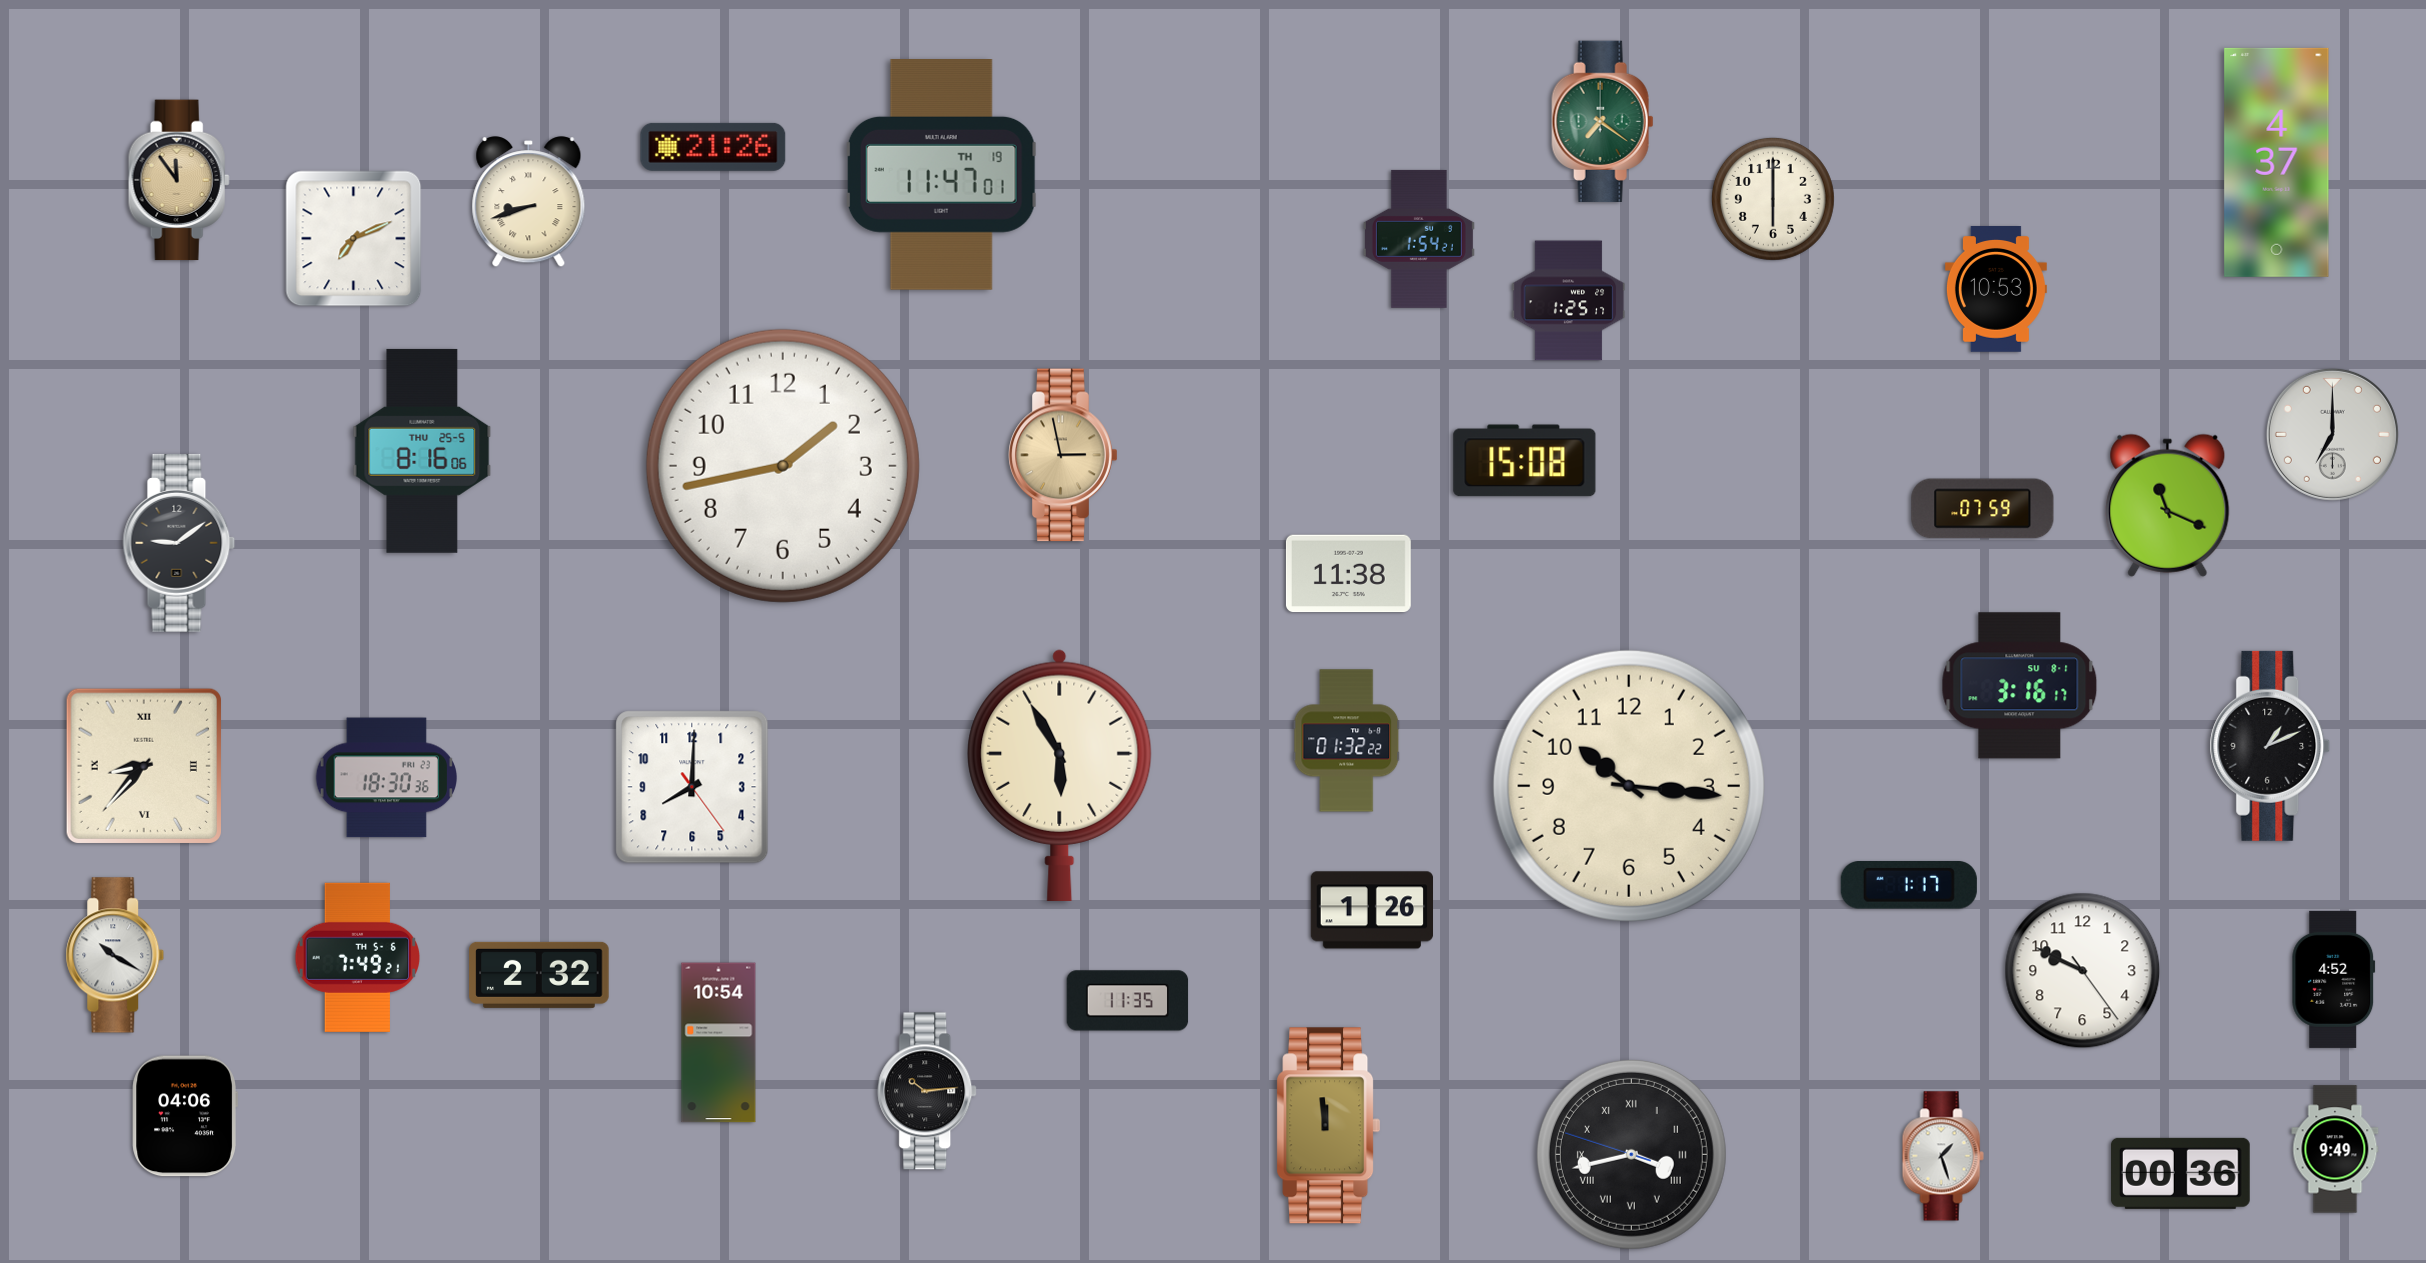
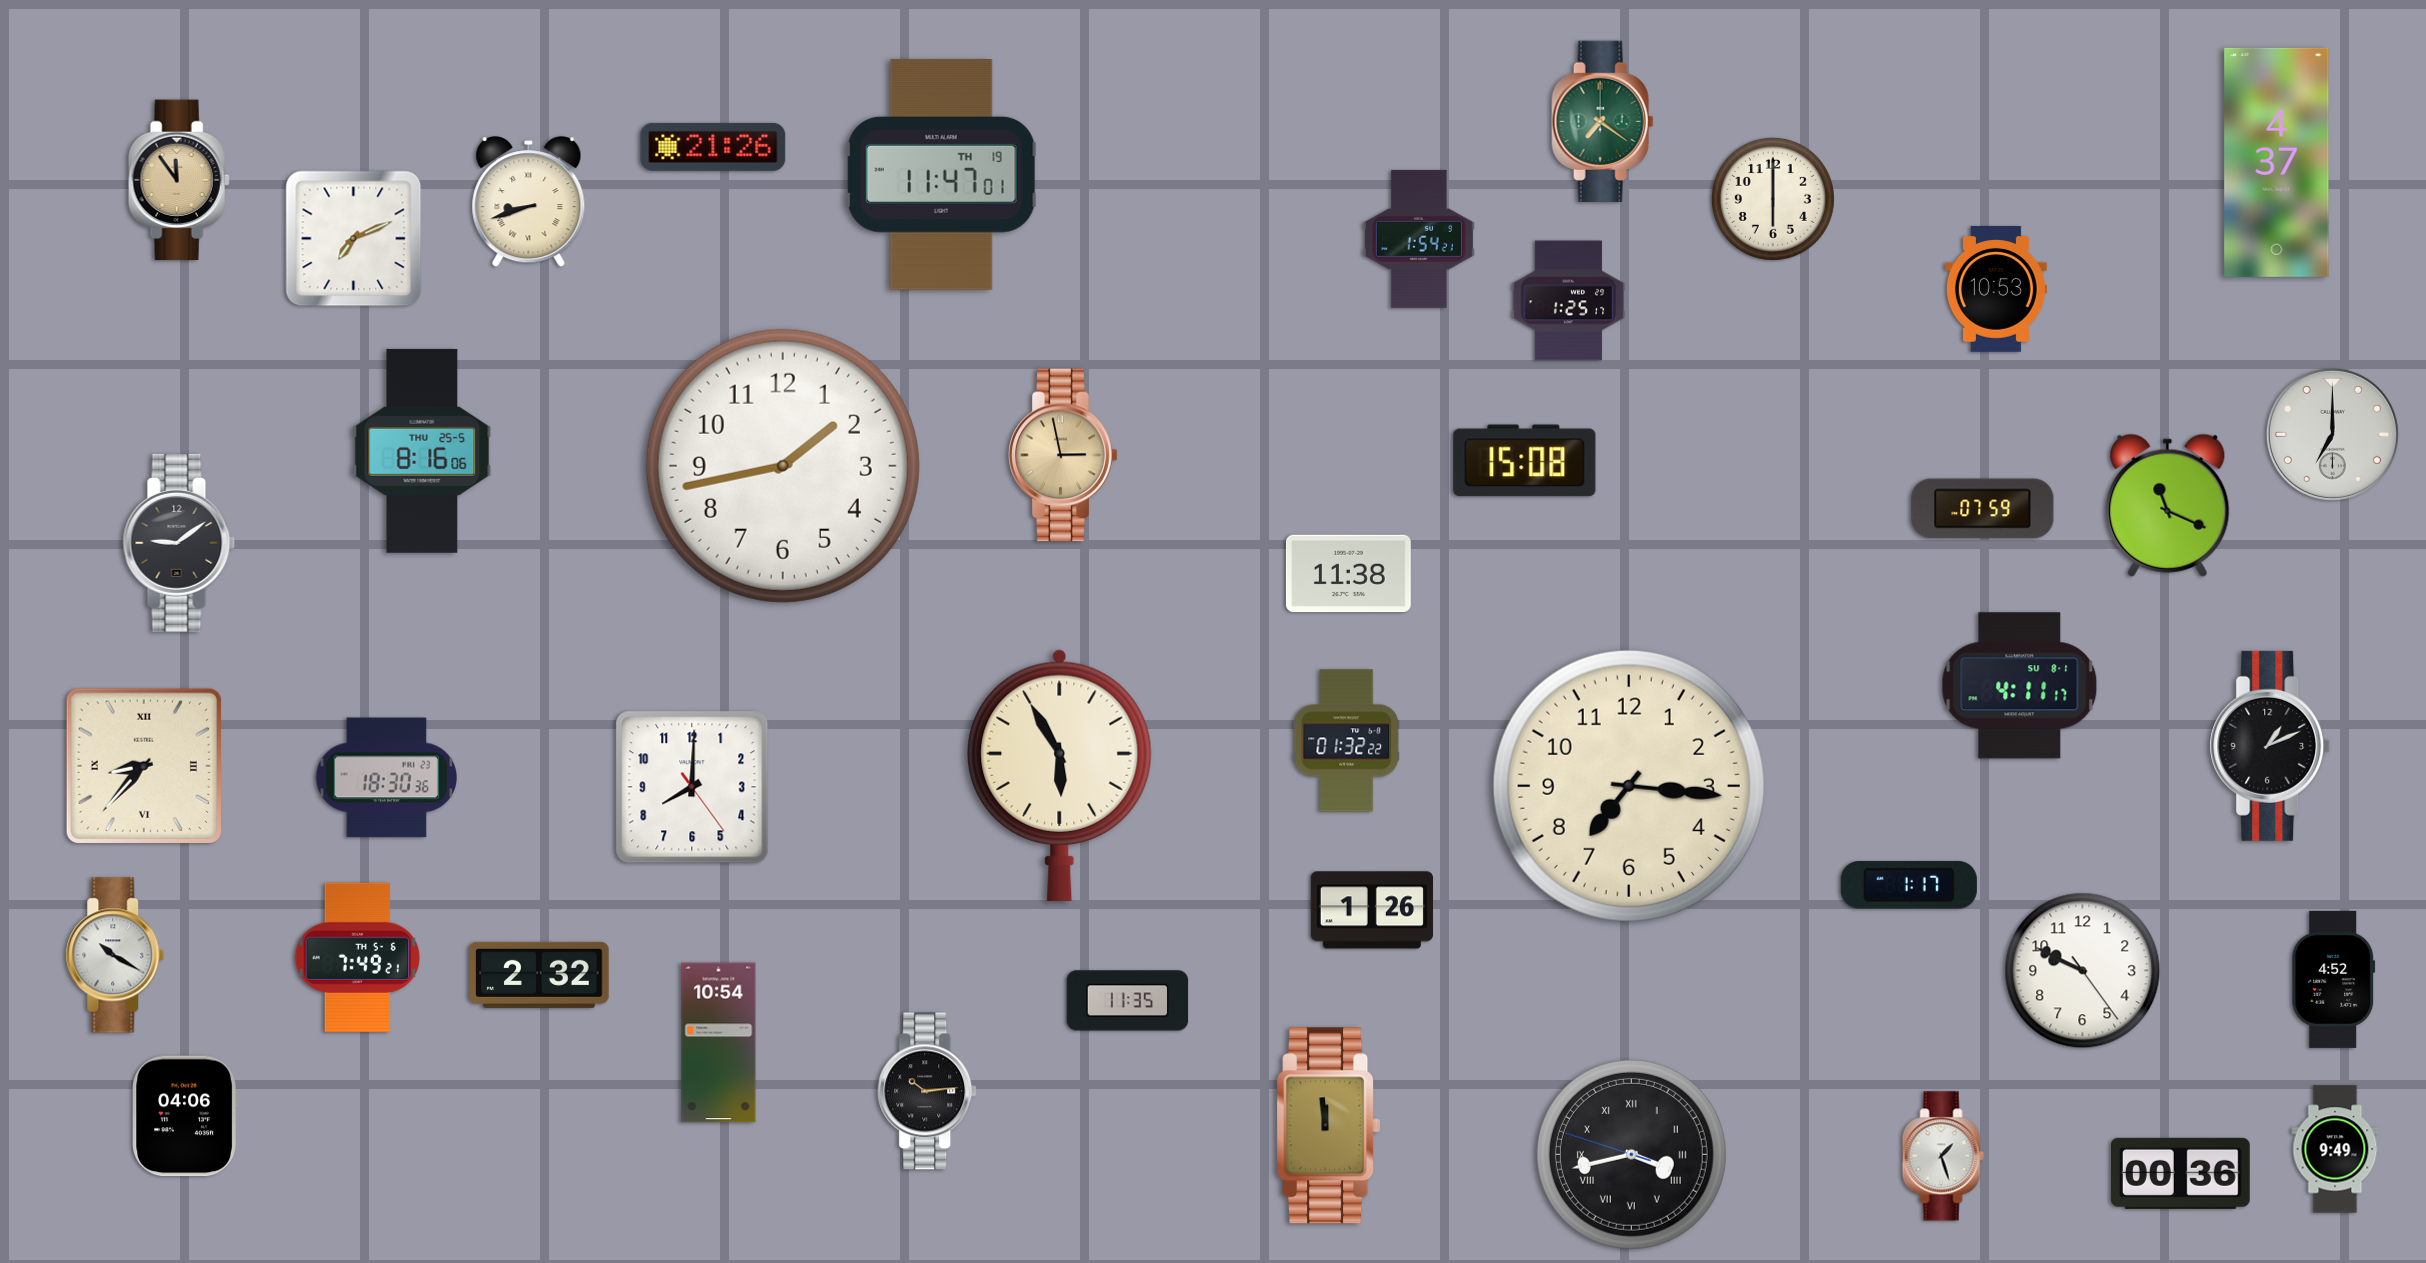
clock at (2020, 686): 3:16 -> 4:11
clock at (1629, 786): 10:16 -> 7:16
